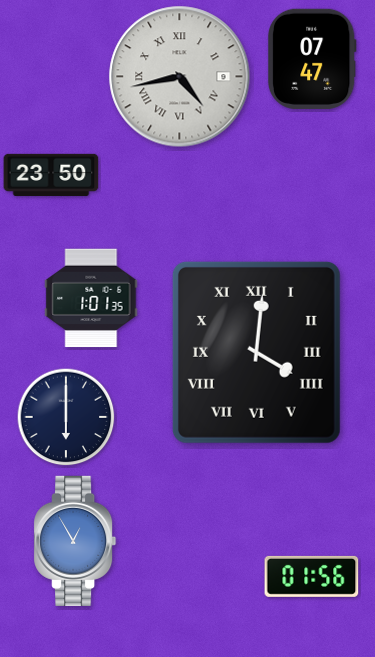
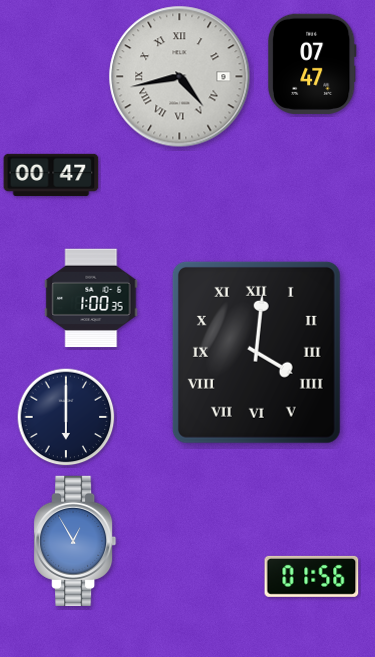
clock at (312, 59) position: (312, 59) -> (312, 64)
clock at (51, 174): 23:50 -> 00:47
clock at (91, 298): 1:01 -> 1:00
